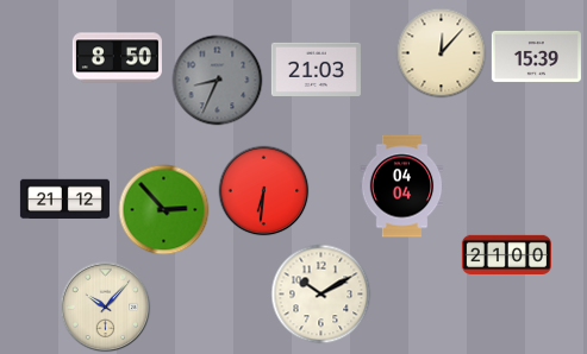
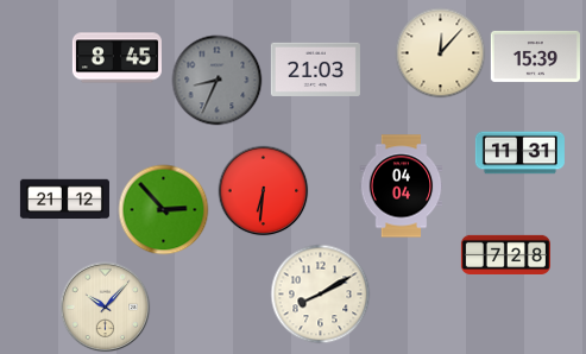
clock at (117, 58): 8:50 -> 8:45
clock at (519, 153): none -> 11:31
clock at (506, 254): 21:00 -> 7:28
clock at (321, 295): 10:10 -> 8:10
